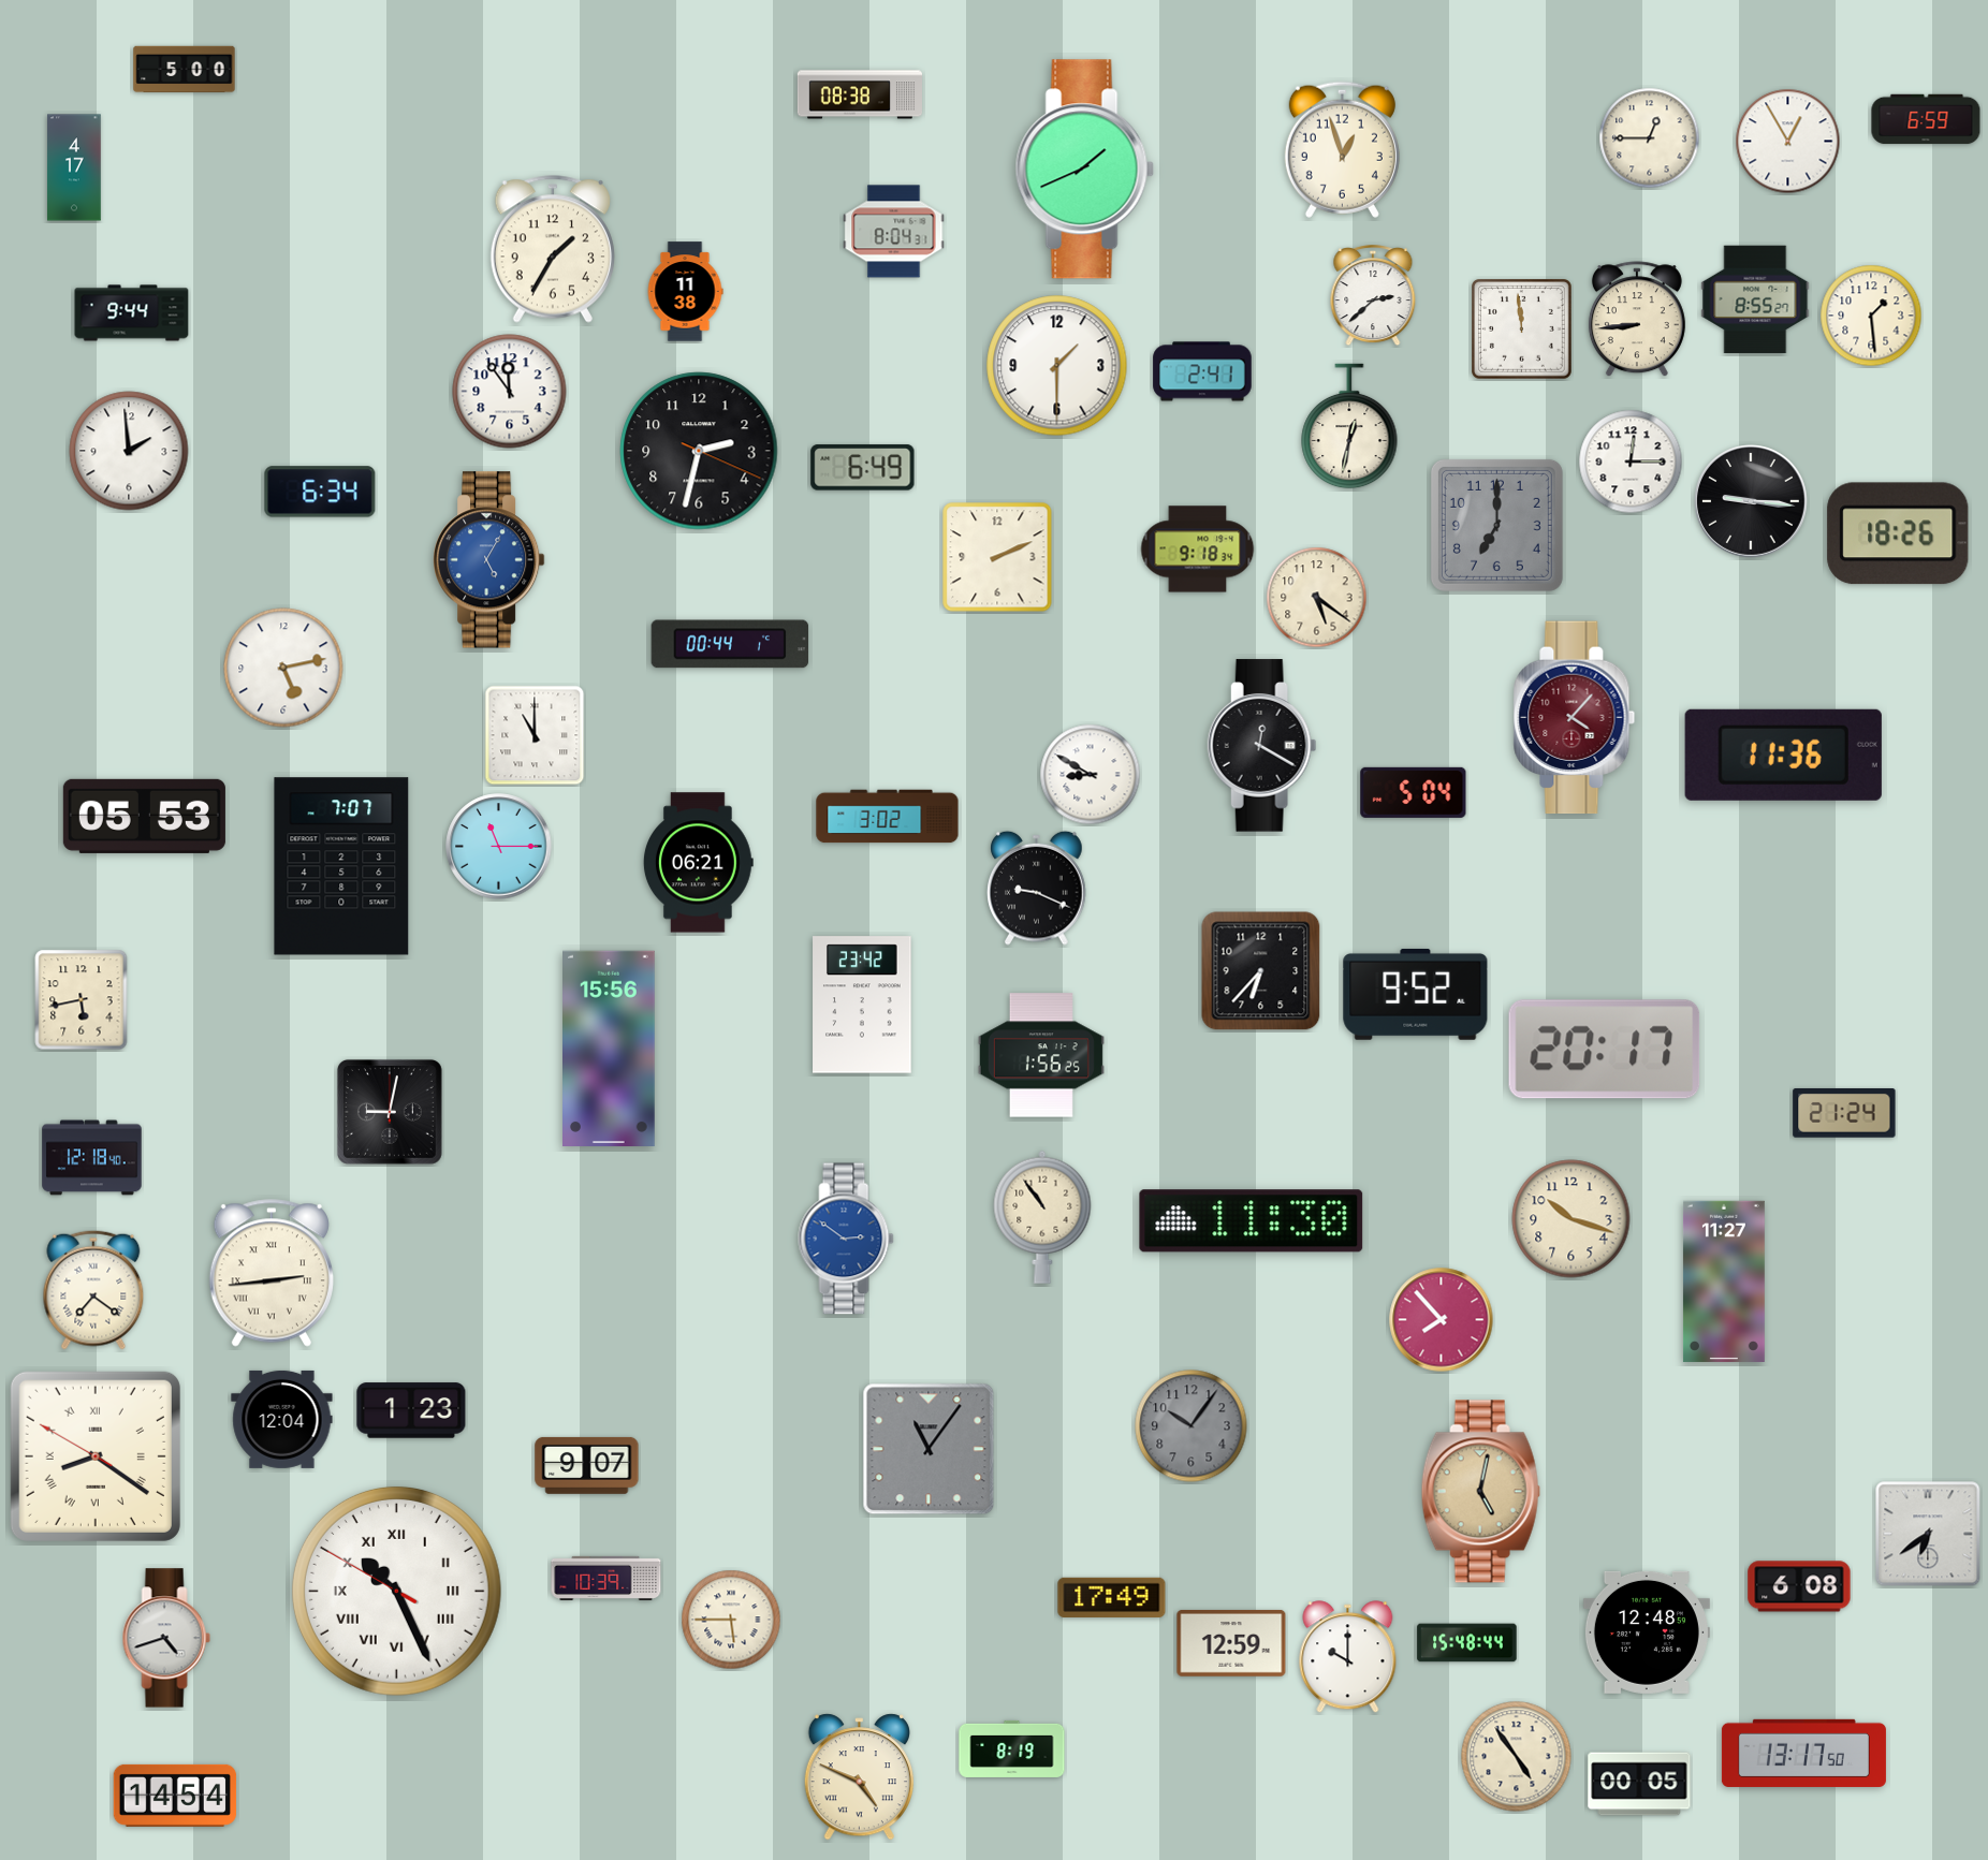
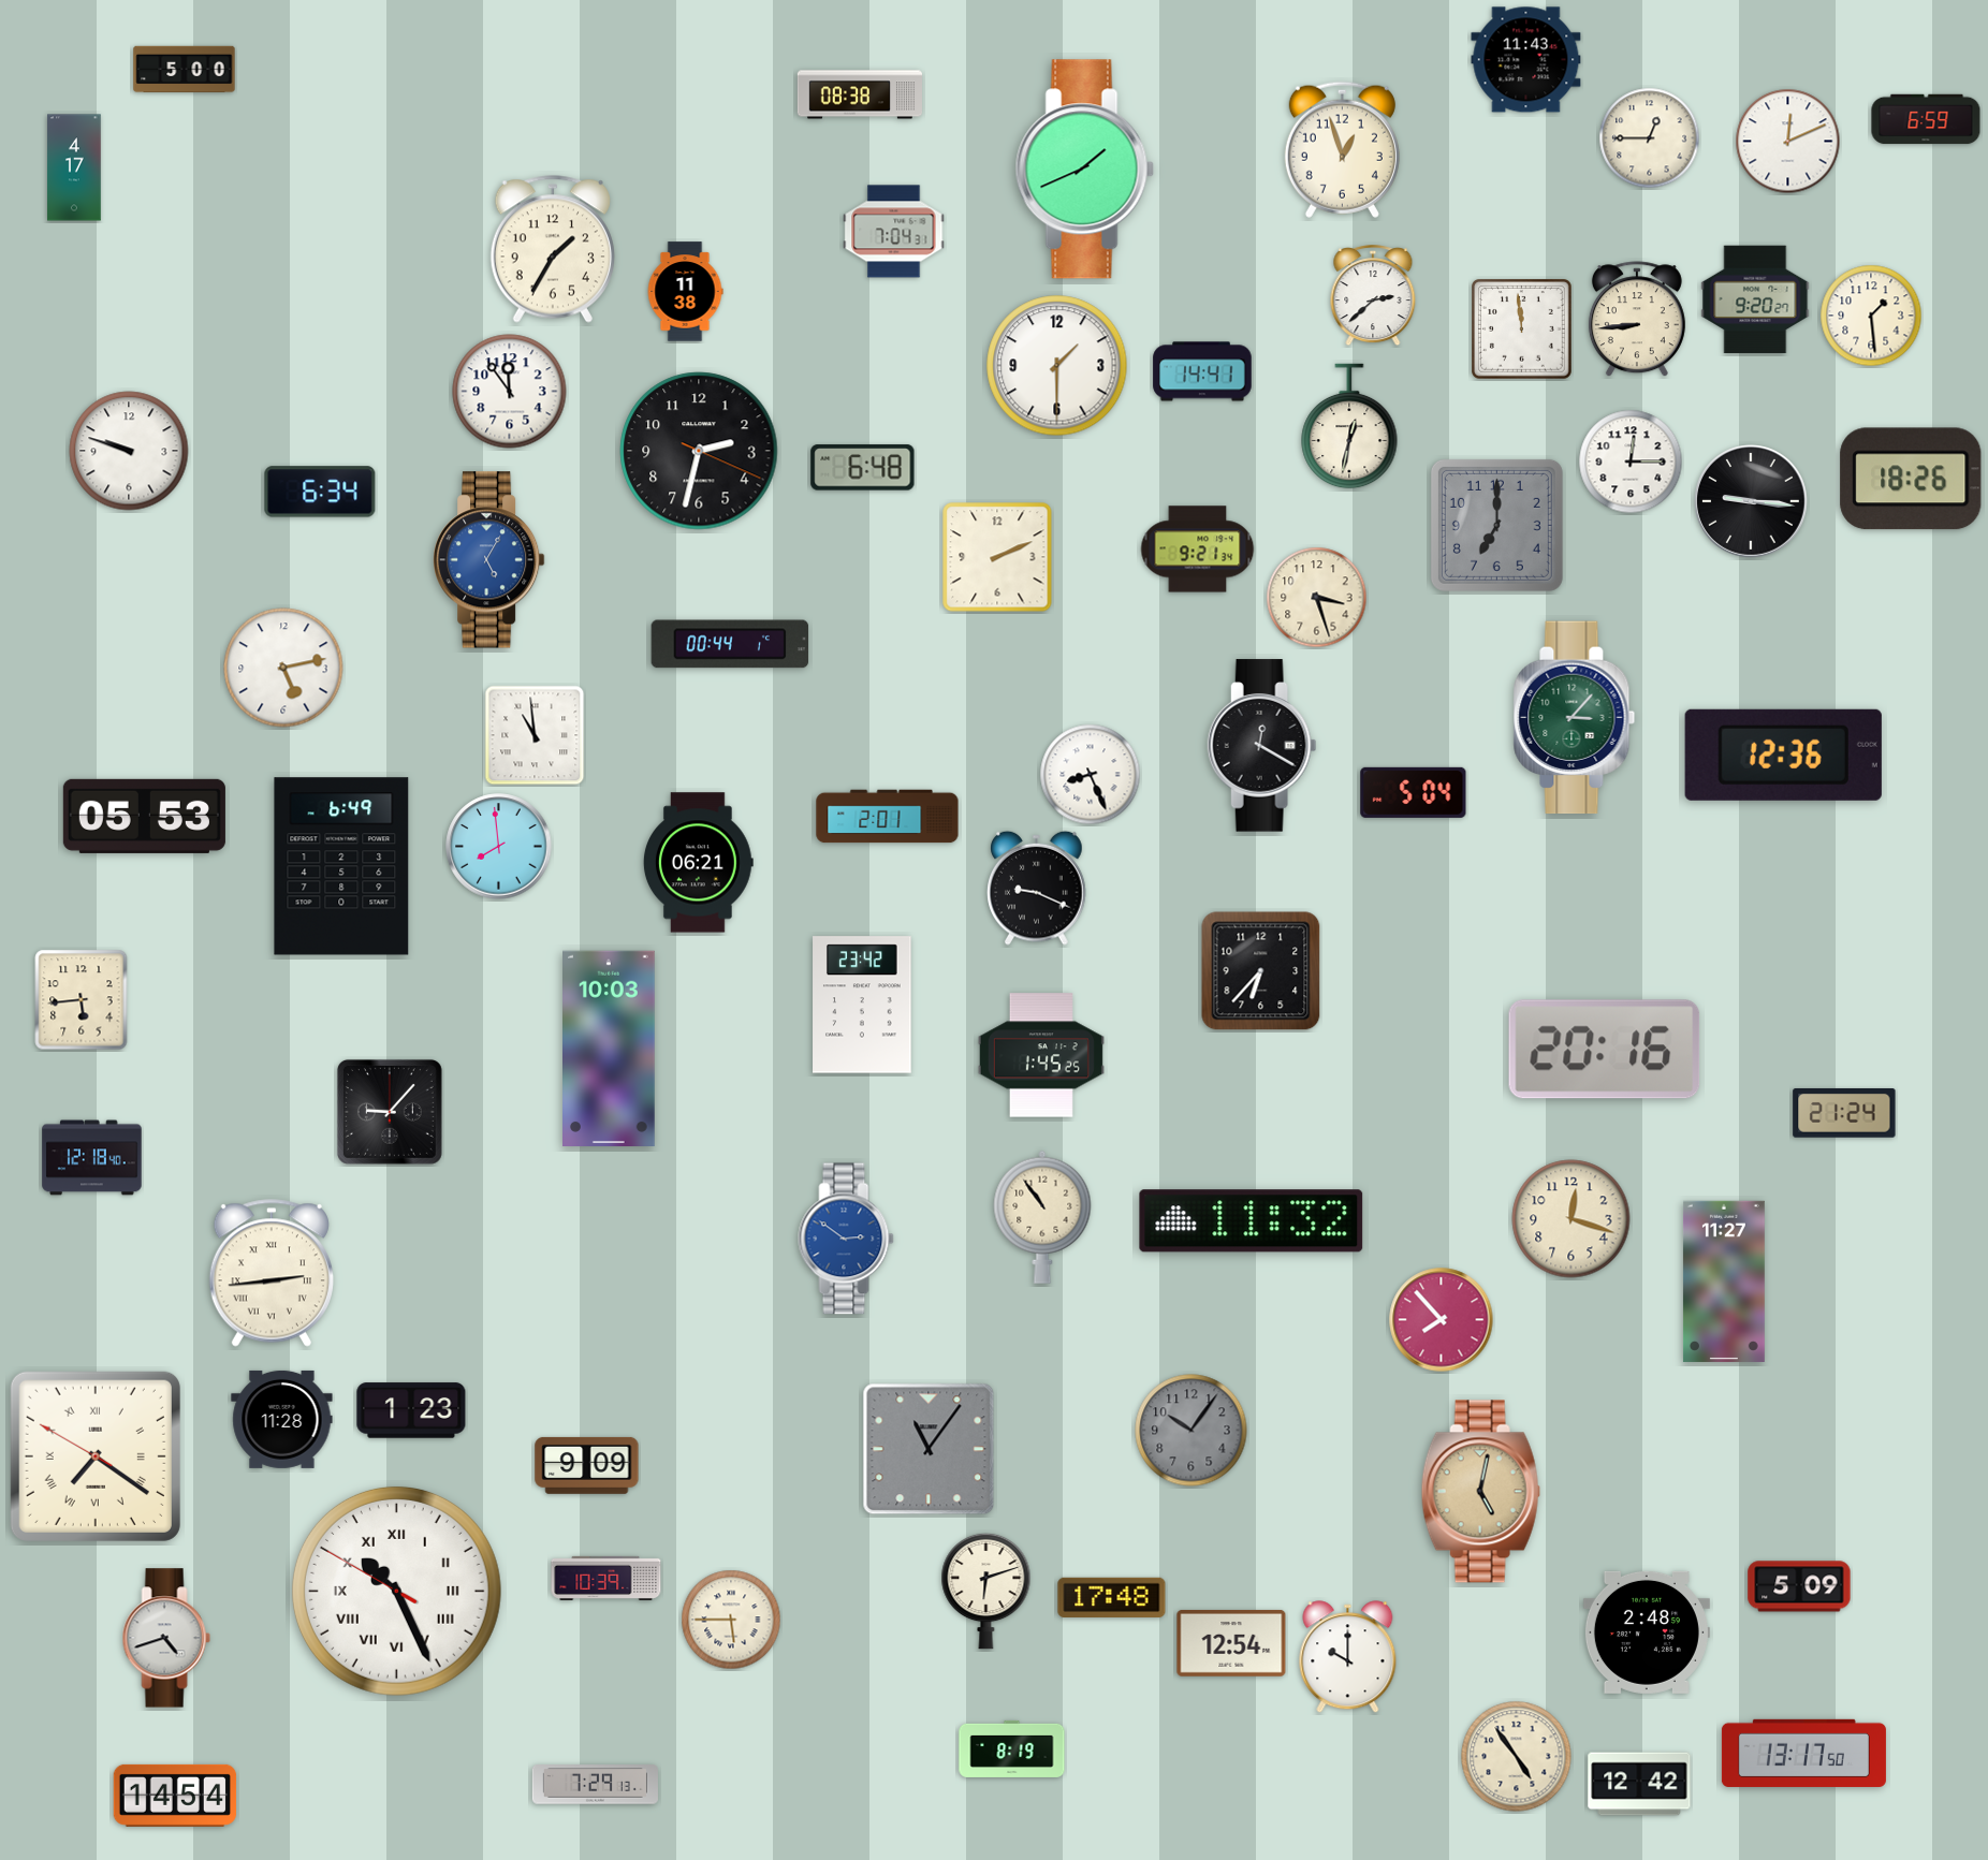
clock at (1526, 60): none -> 11:43
clock at (1788, 142): 12:55 -> 12:11
clock at (894, 232): 8:04 -> 7:04
clock at (1755, 299): 8:55 -> 9:20
clock at (132, 313): 9:44 -> none
clock at (1202, 371): 2:41 -> 14:41
clock at (129, 451): 1:59 -> 9:48
clock at (863, 468): 6:49 -> 6:48
clock at (1898, 533) position: (1898, 533) -> (1911, 479)
clock at (1198, 550): 9:18 -> 9:21
clock at (1317, 598): 5:21 -> 3:27
clock at (1575, 718): 4:07 -> 3:07
clock at (1575, 718) dial: burgundy -> green
clock at (535, 735): 11:00 -> 10:59
clock at (1783, 755): 11:36 -> 12:36
clock at (1091, 775): 8:50 -> 8:26
clock at (888, 817): 3:02 -> 2:01
clock at (499, 847): 11:15 -> 7:59
clock at (341, 866): 7:07 -> 6:49
clock at (1416, 994): 9:52 -> none
clock at (82, 1000): 5:43 -> 5:44
clock at (610, 1048): 15:56 -> 10:03
clock at (1605, 1050): 20:17 -> 20:16
clock at (1041, 1055): 1:56 -> 1:45
clock at (390, 1112): 9:02 -> 9:07
clock at (1572, 1219): 10:18 -> 12:18
clock at (1252, 1221): 11:30 -> 11:32
clock at (93, 1290): 7:21 -> none
clock at (282, 1419): 12:04 -> 11:28
clock at (1192, 1426) position: (1192, 1426) -> (1192, 1431)
clock at (96, 1456): 8:20 -> 7:20
clock at (587, 1465): 9:07 -> 9:09
clock at (1928, 1534): 6:39 -> none
clock at (1799, 1586): 6:08 -> 5:09
clock at (986, 1591): none -> 6:12
clock at (1112, 1597): 17:49 -> 17:48
clock at (1647, 1632): 12:48 -> 2:48
clock at (1231, 1643): 12:59 -> 12:54
clock at (1467, 1643): 15:48 -> none
clock at (859, 1777): 4:49 -> none
clock at (1639, 1784): 00:05 -> 12:42
clock at (595, 1785): none -> 7:29
